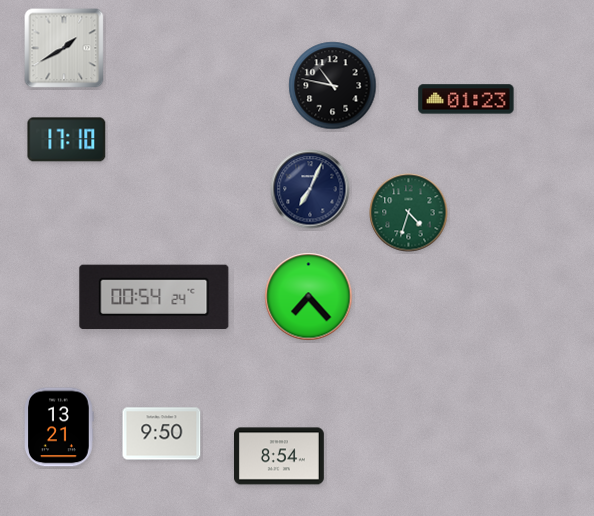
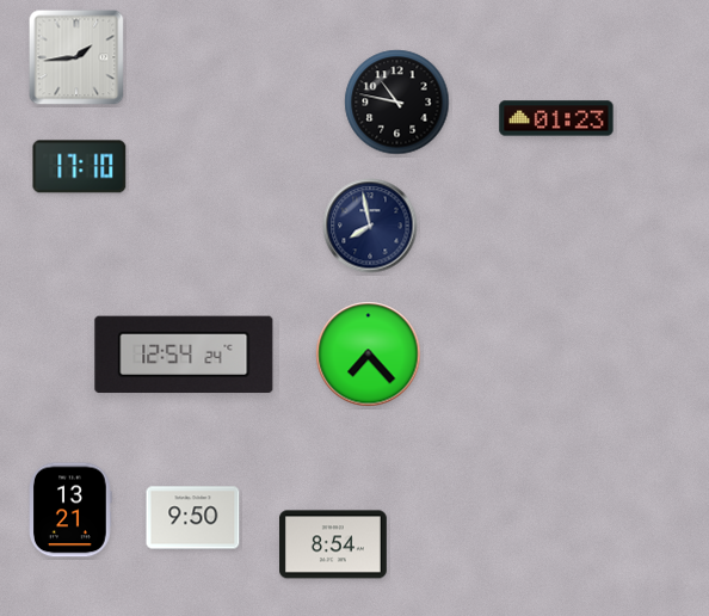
clock at (64, 48): 1:40 -> 1:44
clock at (310, 189): 7:04 -> 7:58
clock at (409, 213): 4:33 -> none
clock at (154, 297): 00:54 -> 12:54
